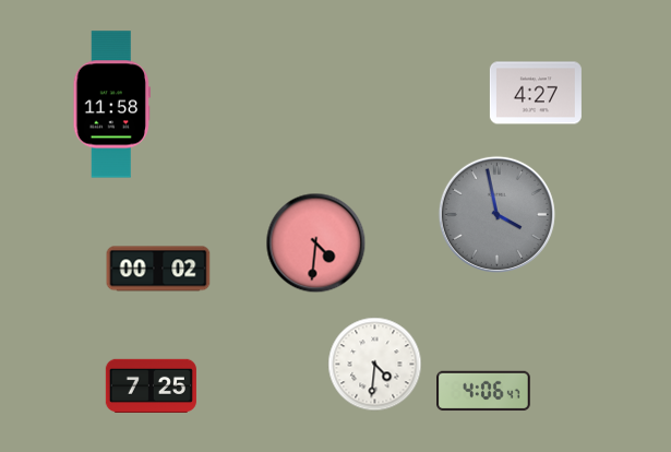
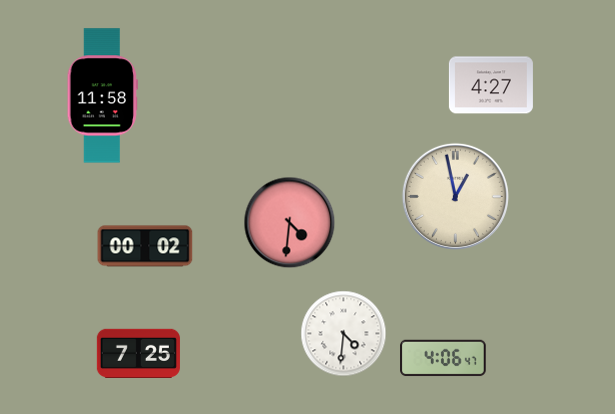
clock at (496, 214): 3:58 -> 12:58
clock at (496, 214) dial: grey -> cream
